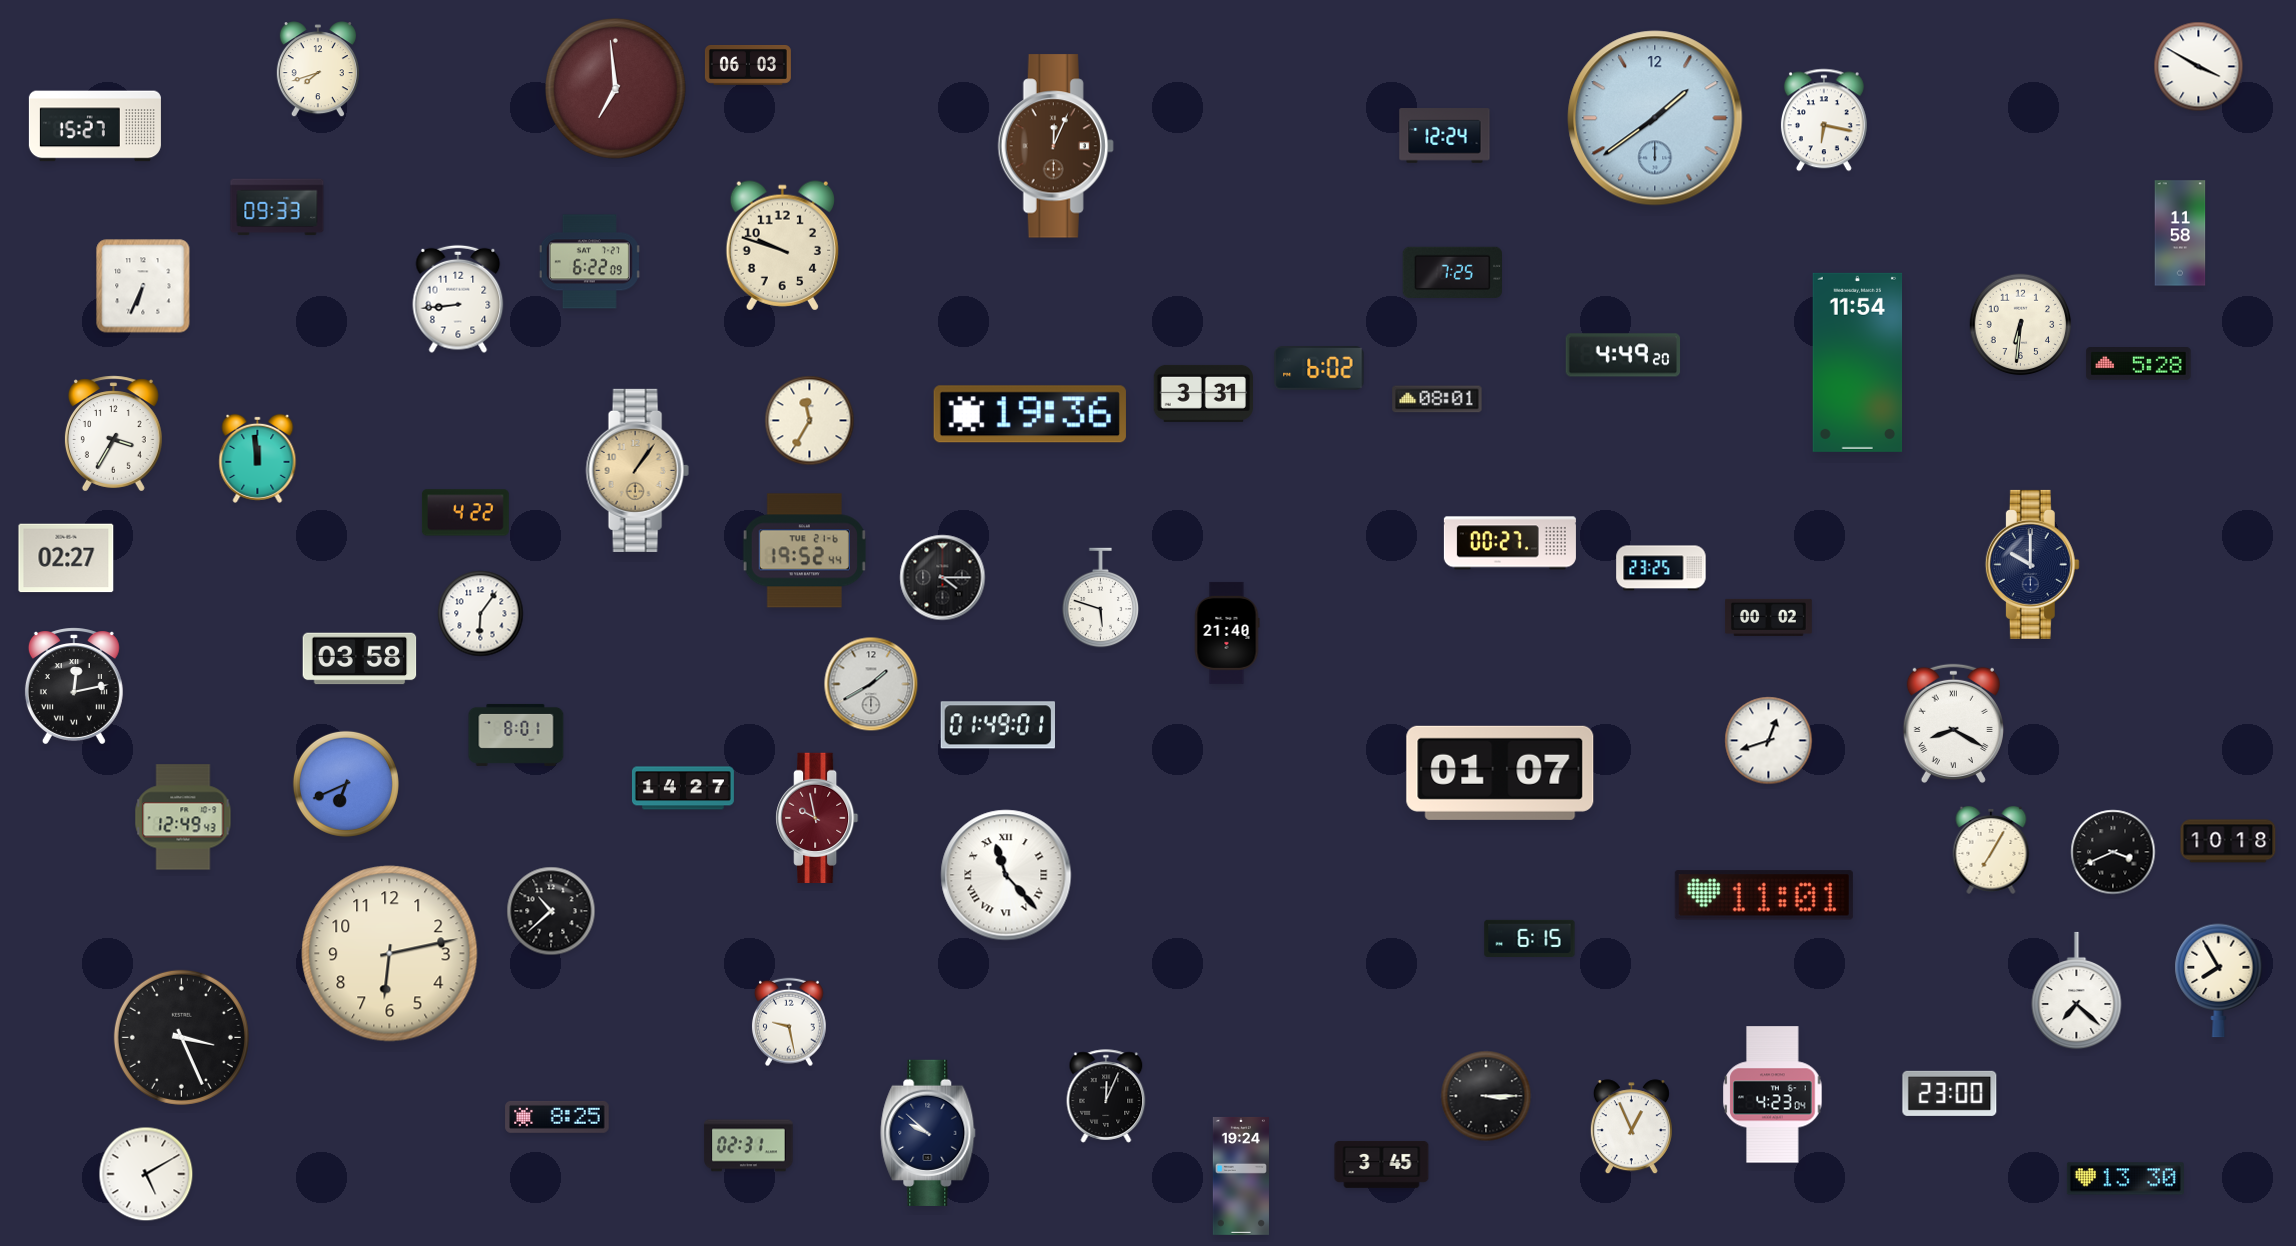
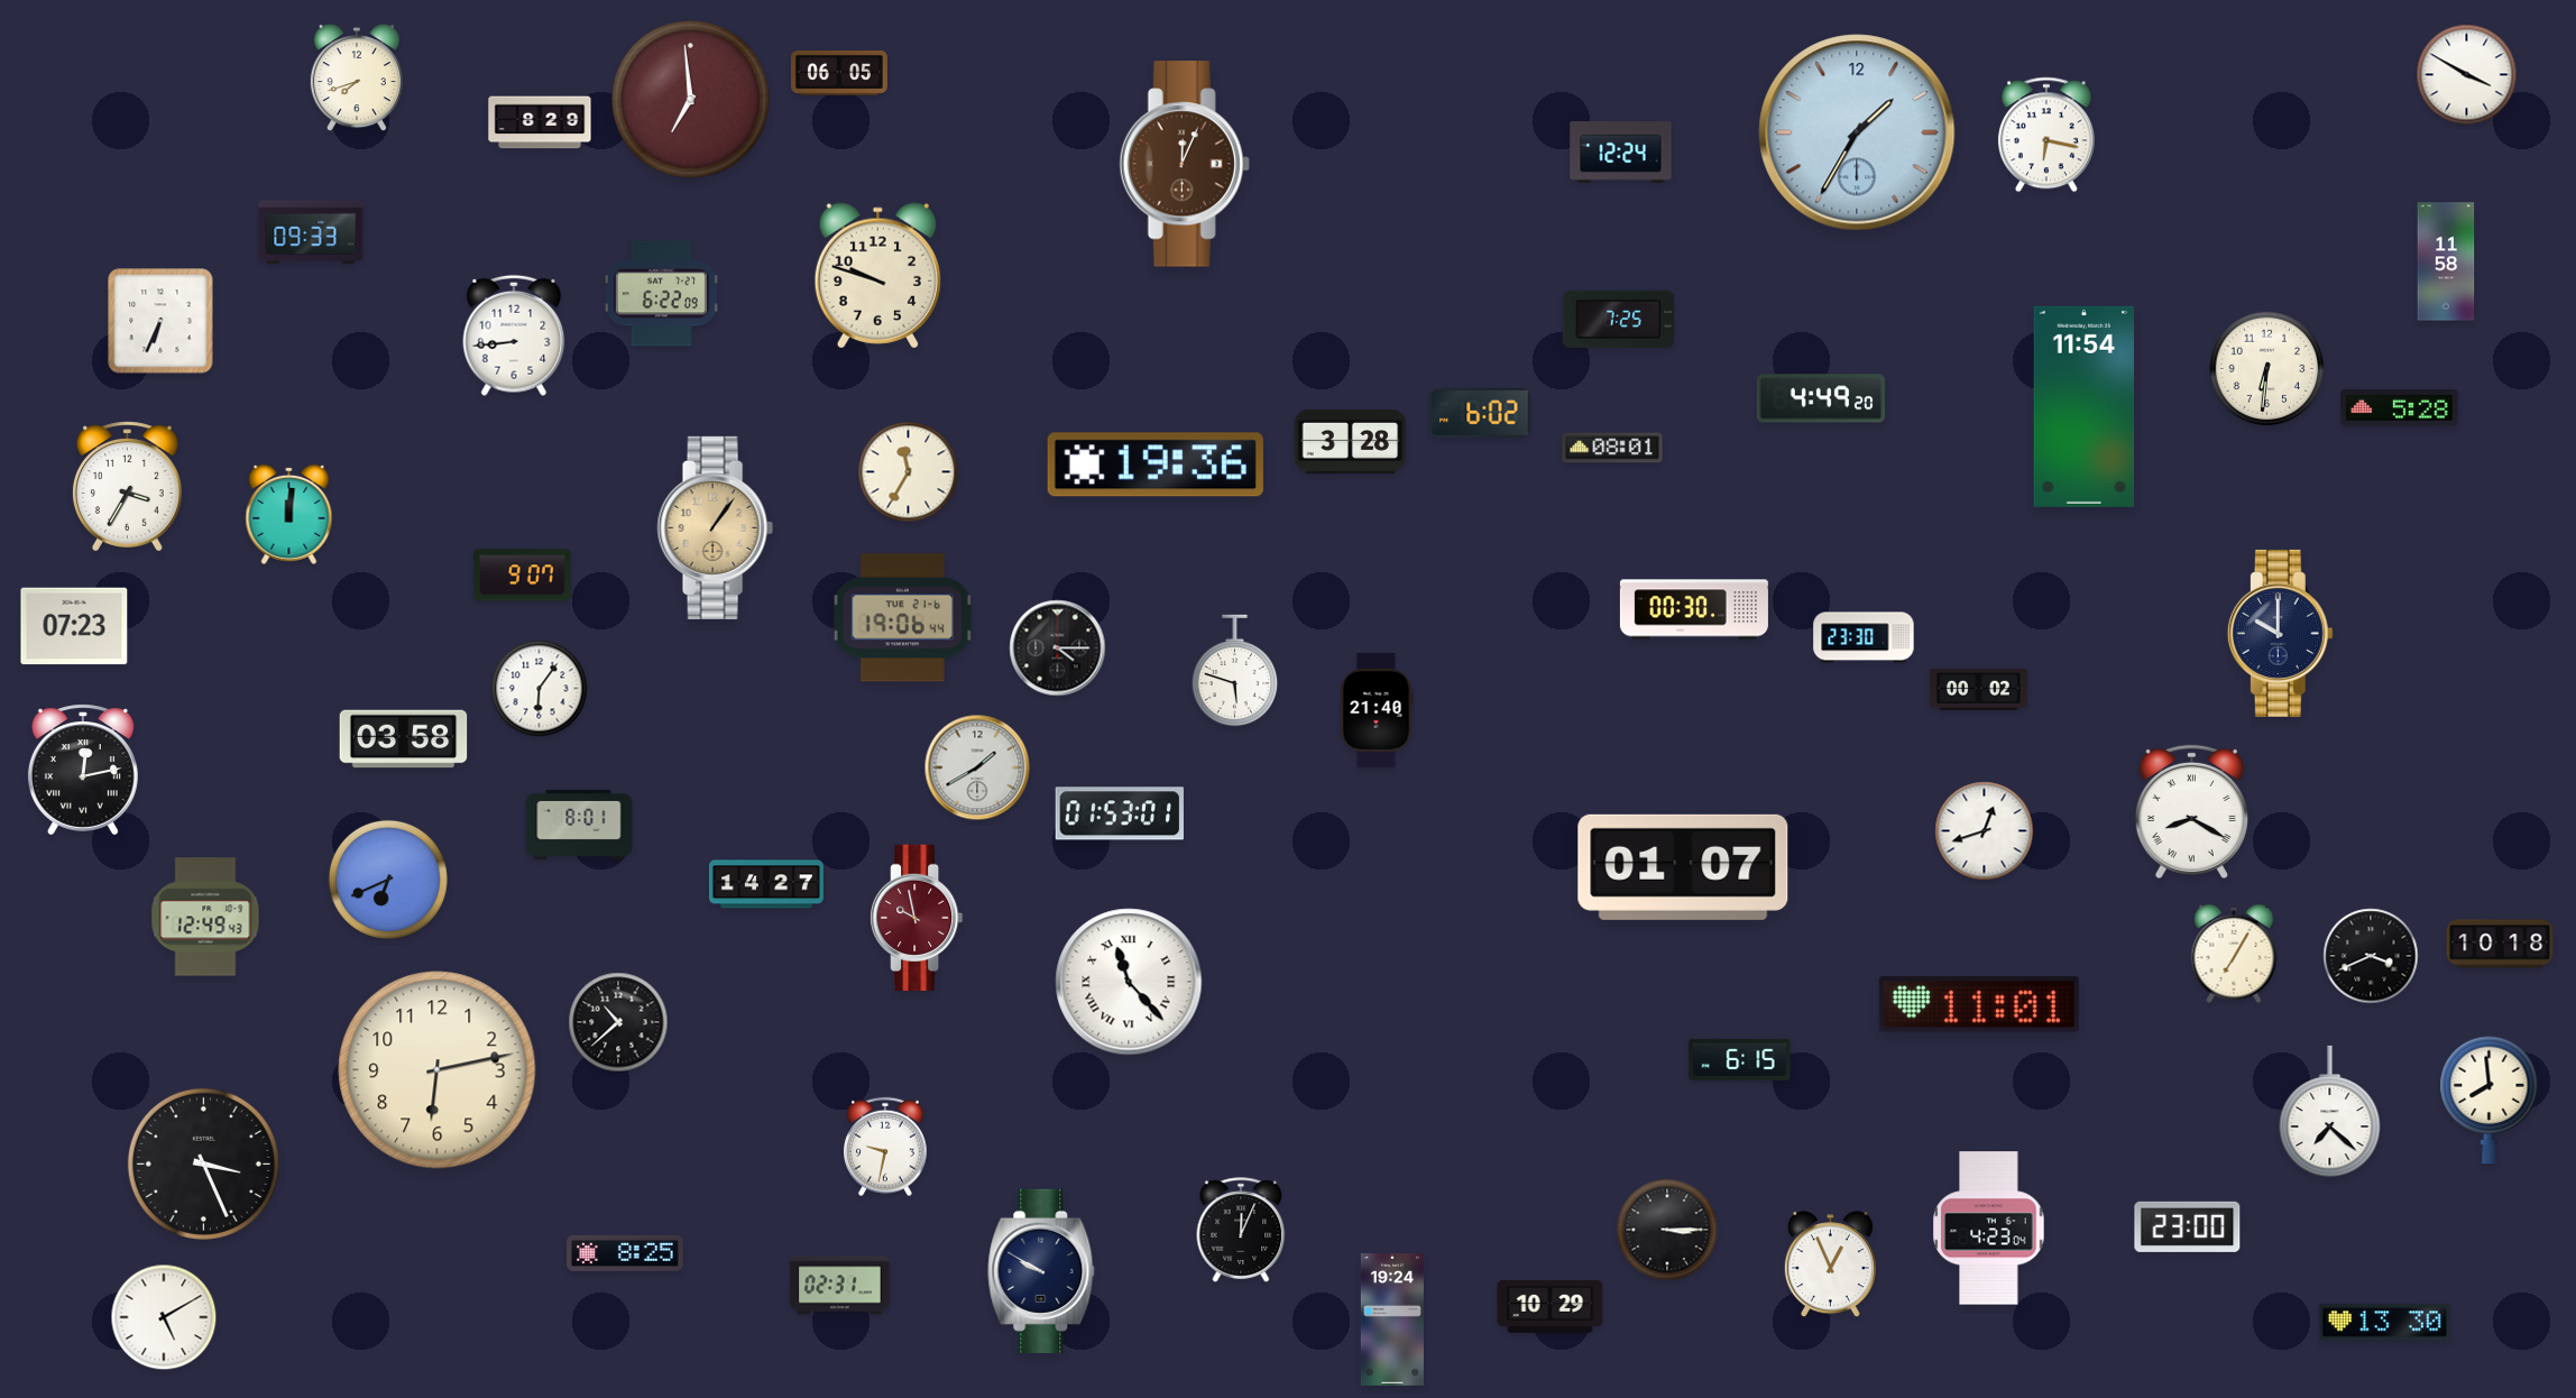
clock at (748, 66): 06:03 -> 06:05
clock at (540, 122): none -> 8:29
clock at (1655, 118): 1:39 -> 1:35
clock at (95, 126): 15:27 -> none
clock at (1452, 272) position: (1452, 272) -> (1618, 319)
clock at (2021, 325) position: (2021, 325) -> (2267, 369)
clock at (1203, 393): 3:31 -> 3:28
clock at (258, 458): 11:59 -> 12:01
clock at (465, 513): 4:22 -> 9:07
clock at (1510, 543): 00:27 -> 00:30
clock at (804, 551): 19:52 -> 19:06
clock at (66, 558): 02:27 -> 07:23
clock at (1661, 568): 23:25 -> 23:30
clock at (1769, 617) position: (1769, 617) -> (1979, 689)
clock at (997, 725): 01:49 -> 01:53
clock at (1530, 938) position: (1530, 938) -> (1740, 1059)
clock at (2219, 981): 7:55 -> 7:59
clock at (789, 1022): 9:28 -> 9:32
clock at (928, 1133): 9:52 -> 9:50
clock at (1382, 1164): 3:45 -> 10:29
